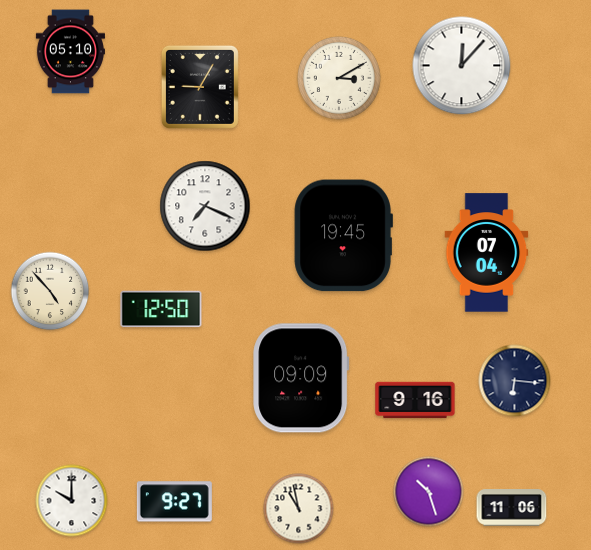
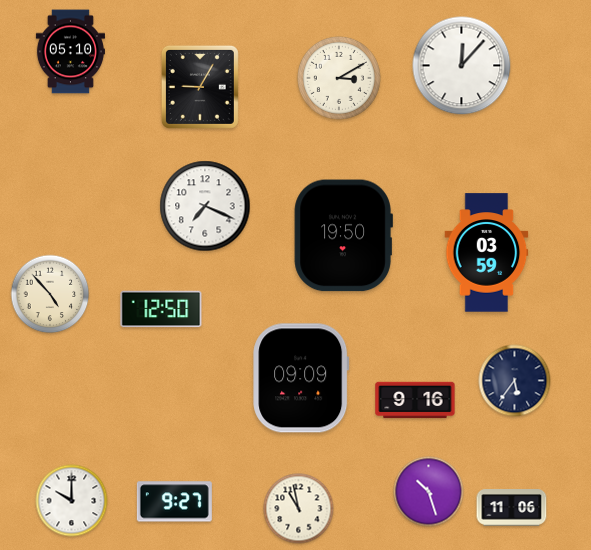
clock at (343, 236): 19:45 -> 19:50
clock at (487, 253): 07:04 -> 03:59
clock at (50, 291) position: (50, 291) -> (50, 294)
clock at (515, 381): 6:16 -> 5:36
